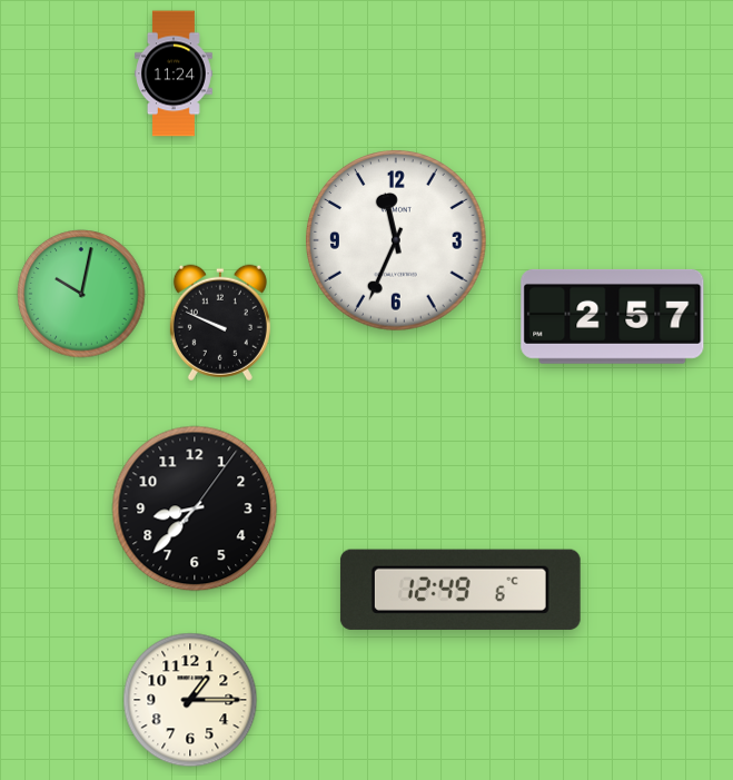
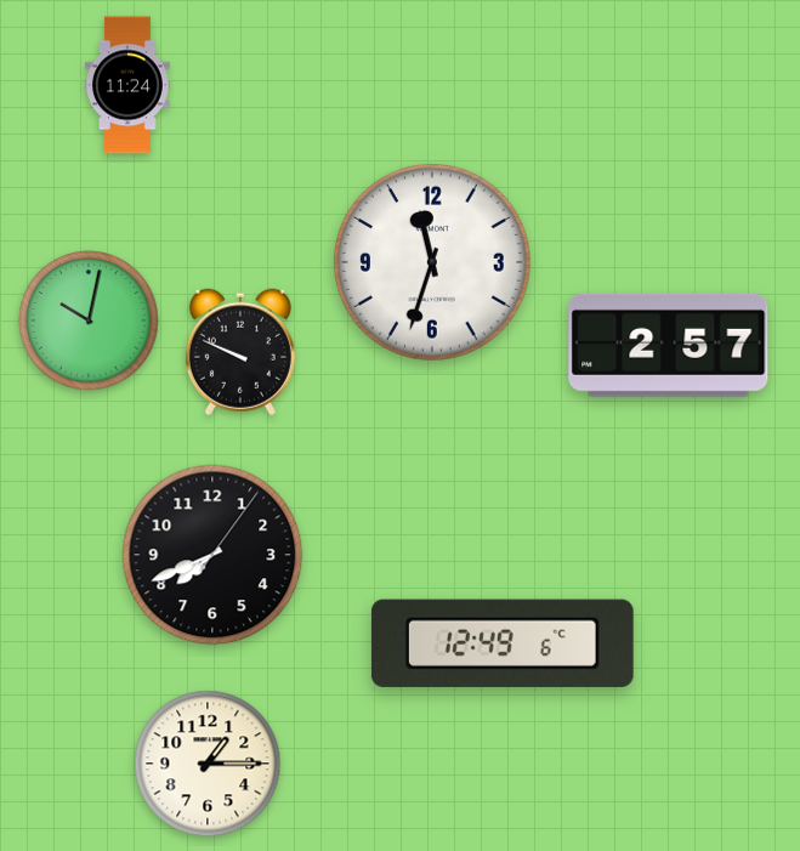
clock at (175, 73) position: (175, 73) -> (129, 85)
clock at (396, 240): 11:34 -> 11:33
clock at (195, 509): 8:37 -> 7:41
